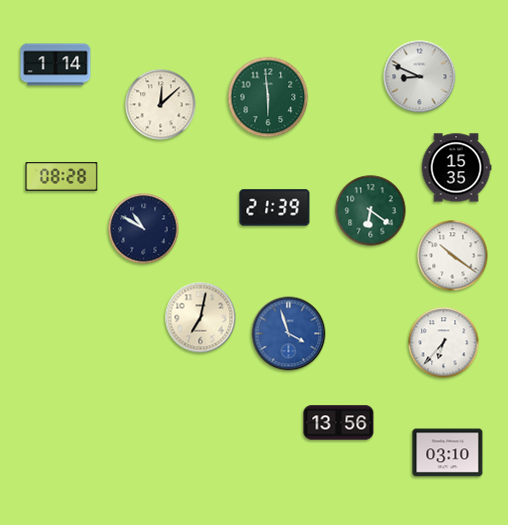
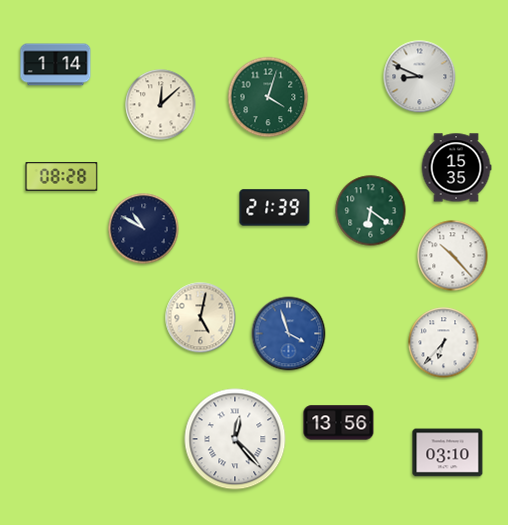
clock at (268, 97): 5:59 -> 4:03
clock at (453, 256): 10:21 -> 10:23
clock at (201, 318): 7:02 -> 5:02
clock at (235, 439): none -> 12:23
